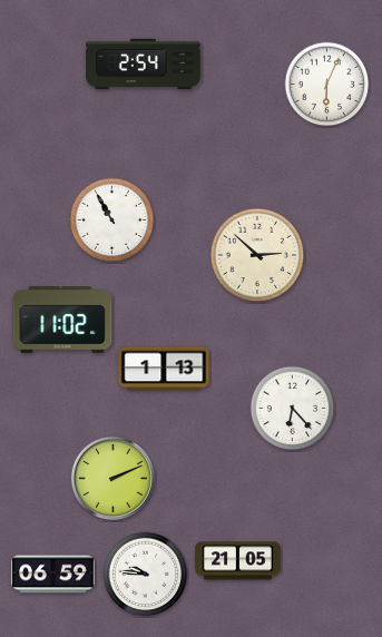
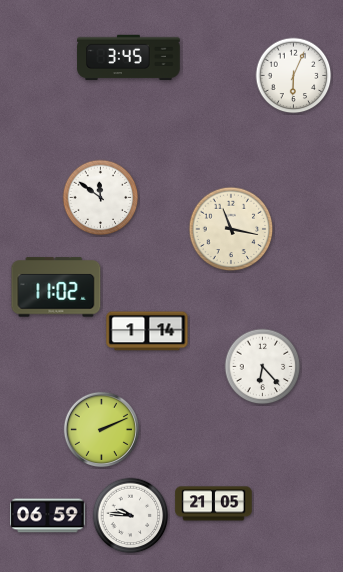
clock at (144, 65): 2:54 -> 3:45
clock at (112, 220): 10:55 -> 11:51
clock at (257, 255): 2:52 -> 11:17
clock at (164, 369): 1:13 -> 1:14
